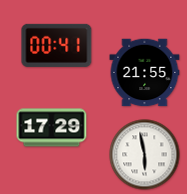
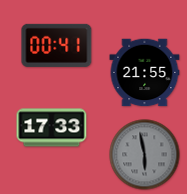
clock at (52, 128): 17:29 -> 17:33
clock at (145, 155) dial: white -> grey
